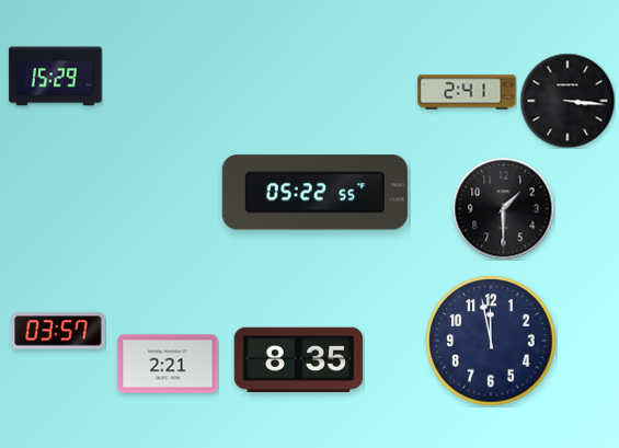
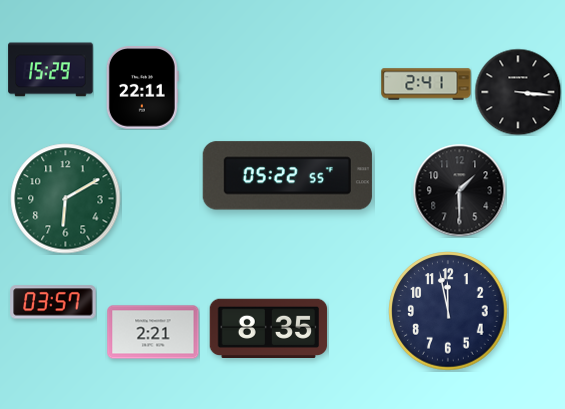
clock at (142, 88): none -> 22:11
clock at (66, 199): none -> 6:10
clock at (299, 359) position: (299, 359) -> (269, 328)
